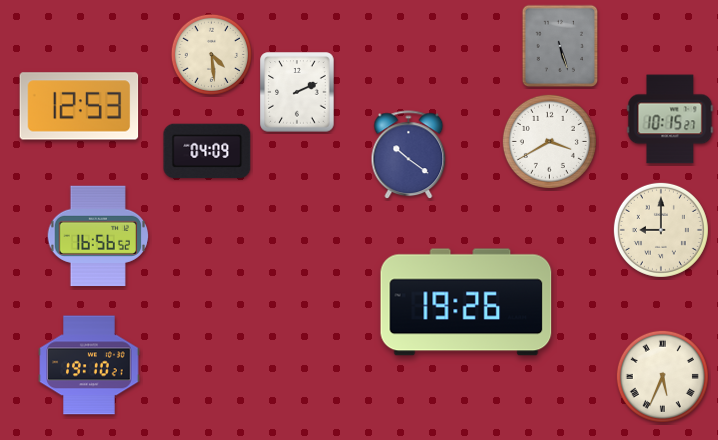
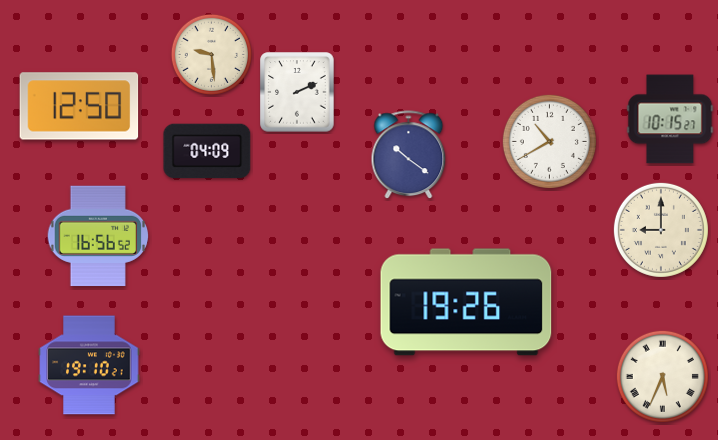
clock at (560, 46): 5:27 -> none
clock at (211, 54): 4:29 -> 9:29
clock at (79, 106): 12:53 -> 12:50
clock at (549, 141): 3:40 -> 10:40
